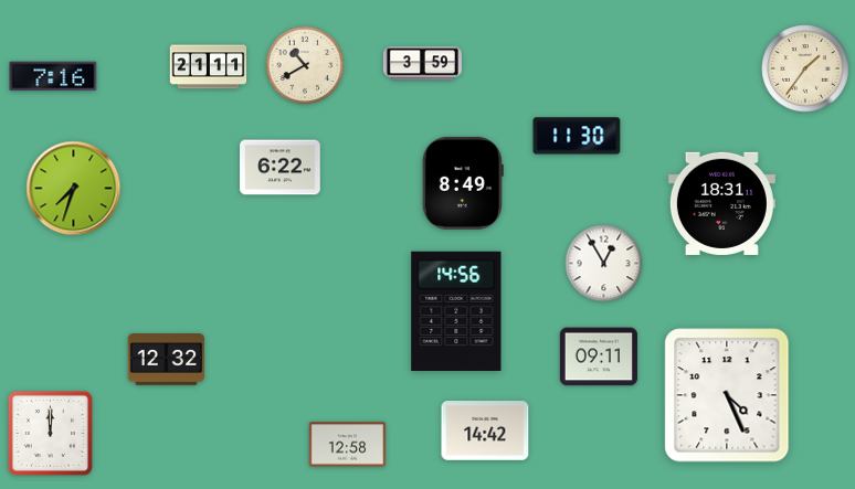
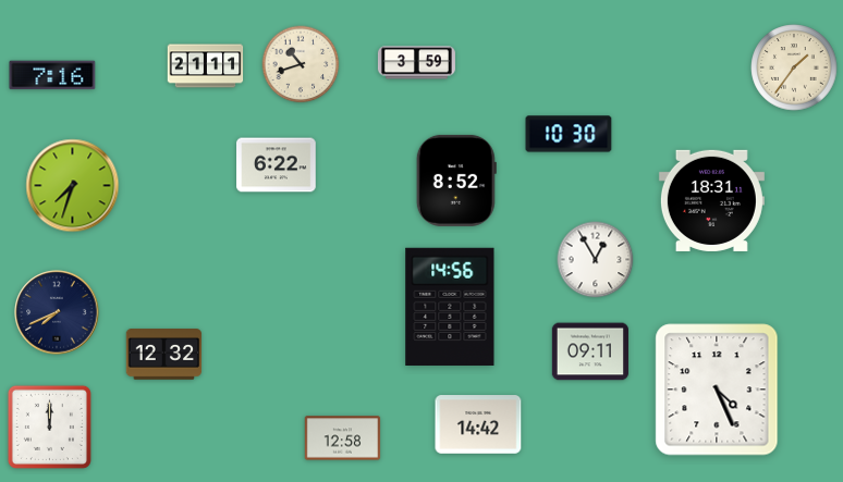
clock at (305, 65): 10:40 -> 10:42
clock at (577, 136): 11:30 -> 10:30
clock at (463, 183): 8:49 -> 8:52
clock at (57, 312): none -> 7:41
